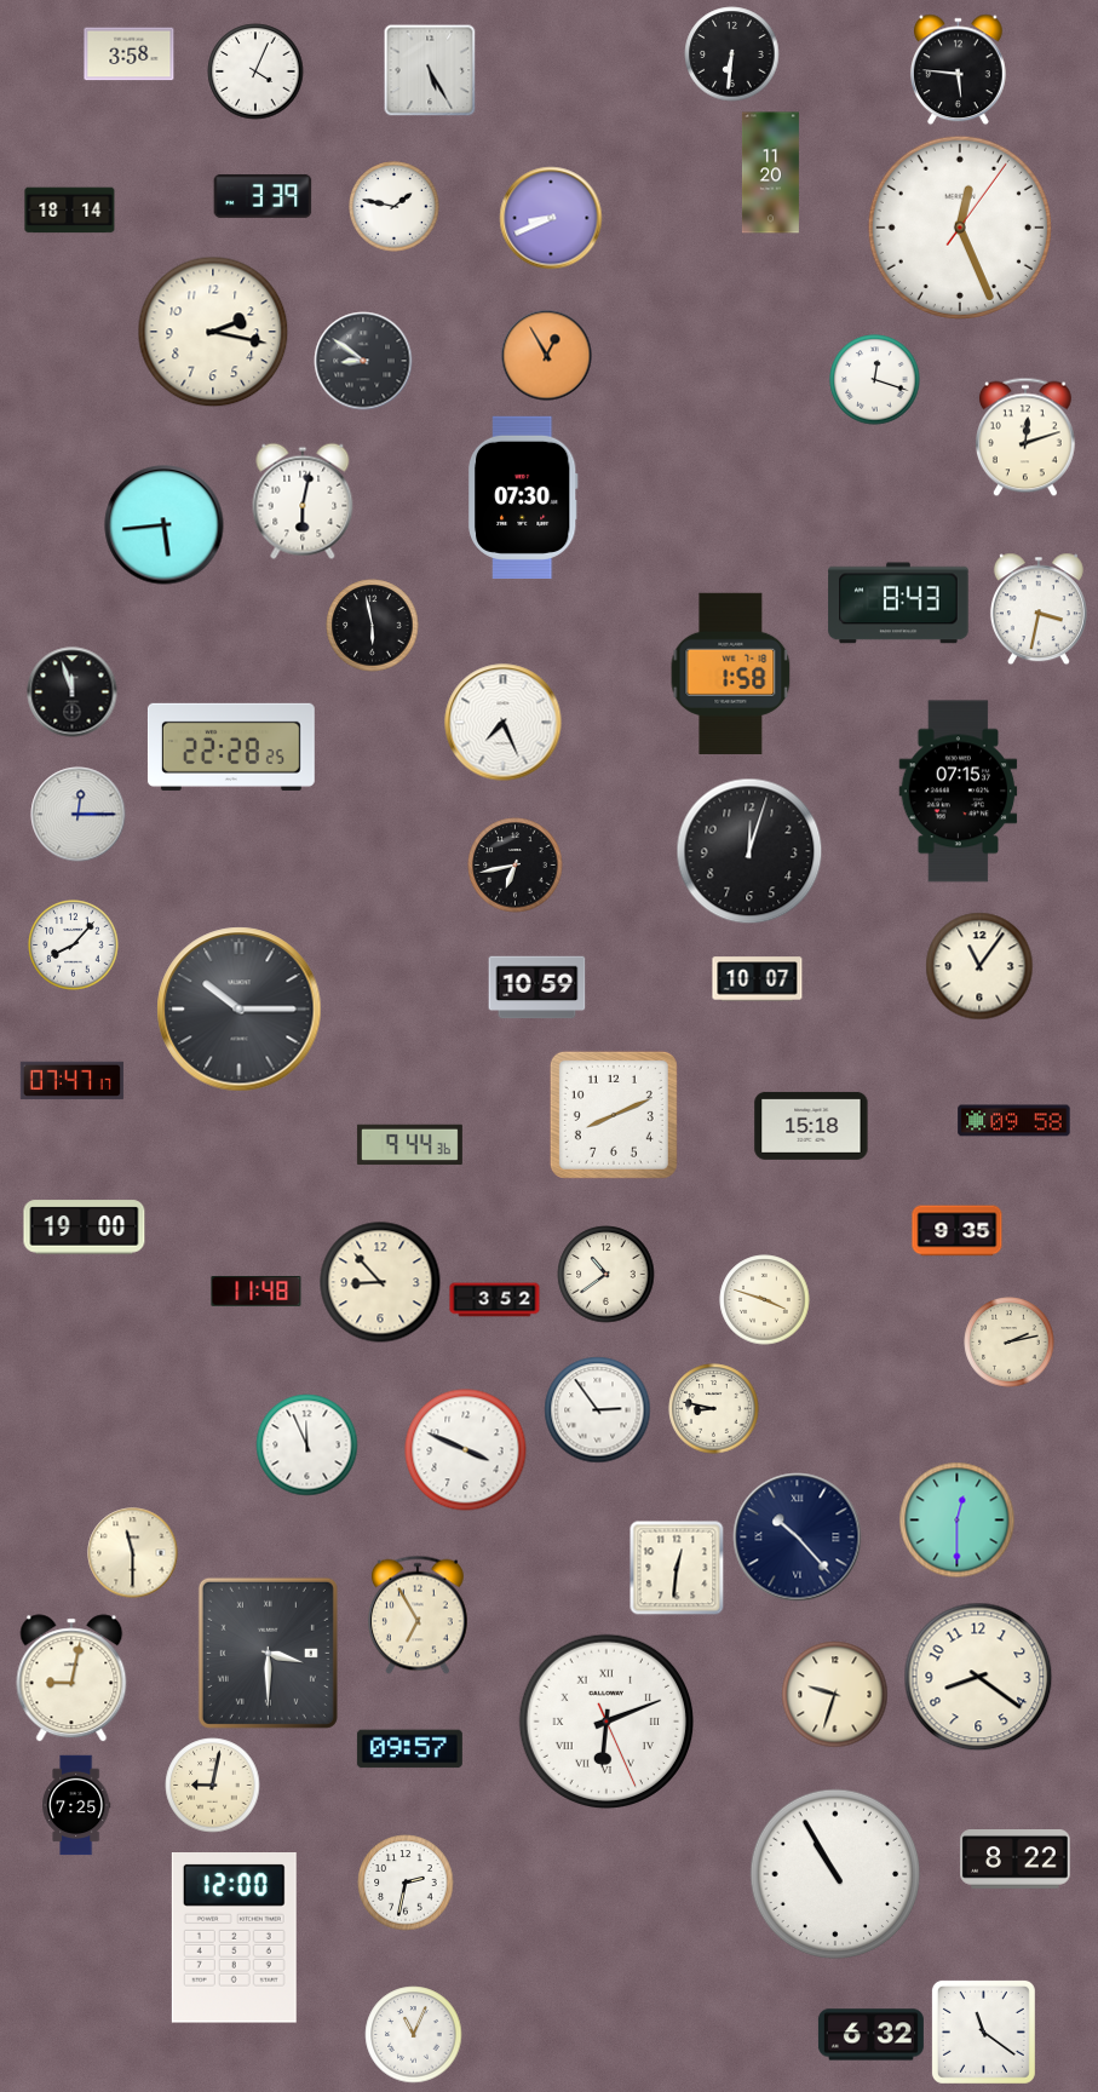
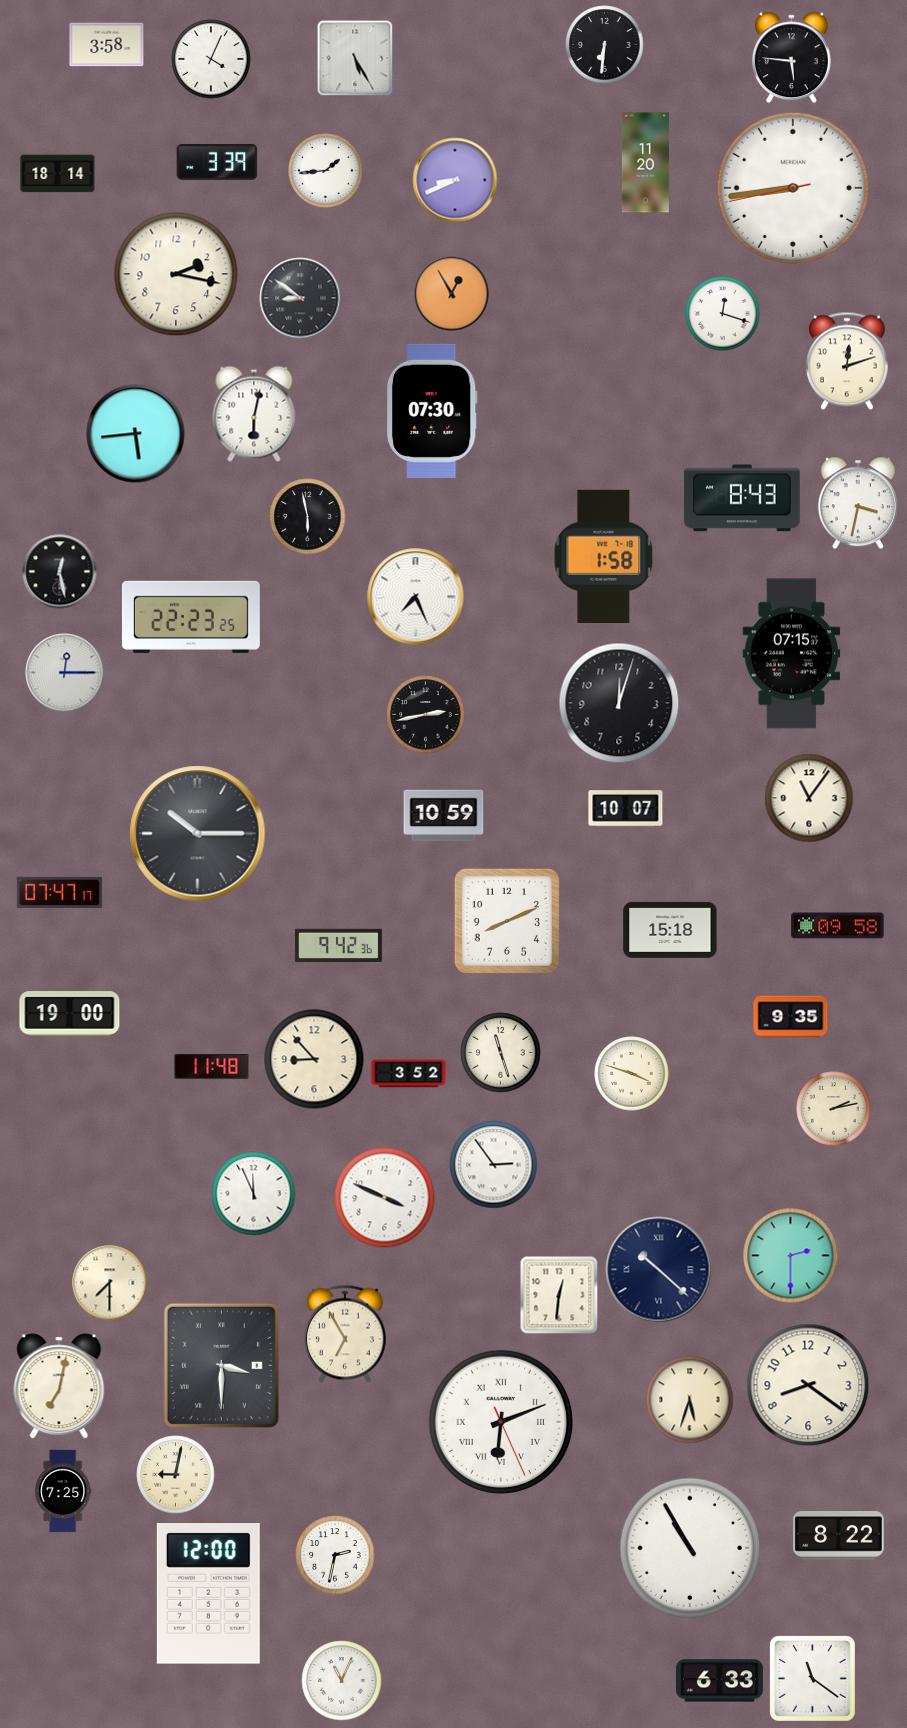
clock at (770, 173) position: (770, 173) -> (645, 163)
clock at (395, 207): 1:47 -> 1:44
clock at (960, 228): 12:26 -> 8:43
clock at (303, 501) position: (303, 501) -> (254, 414)
clock at (73, 692): 11:57 -> 12:28
clock at (231, 747): 22:28 -> 22:23
clock at (516, 866): 6:43 -> 2:43
clock at (74, 946): 8:07 -> none
clock at (409, 1145): 9:44 -> 9:42
clock at (607, 1275): 10:39 -> 11:27
clock at (714, 1409): 8:47 -> none
clock at (958, 1521): 12:30 -> 2:30
clock at (798, 1538): 10:23 -> 10:22
clock at (133, 1553): 11:30 -> 7:30
clock at (71, 1678): 9:02 -> 7:02
clock at (835, 1695): 9:33 -> 5:33
clock at (409, 1749): 09:57 -> none
clock at (234, 1938) position: (234, 1938) -> (208, 1594)
clock at (870, 2035): 6:32 -> 6:33
